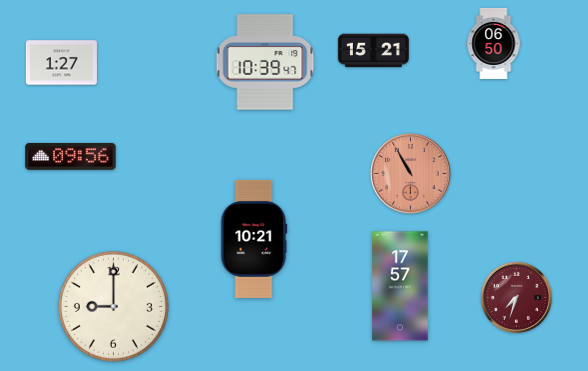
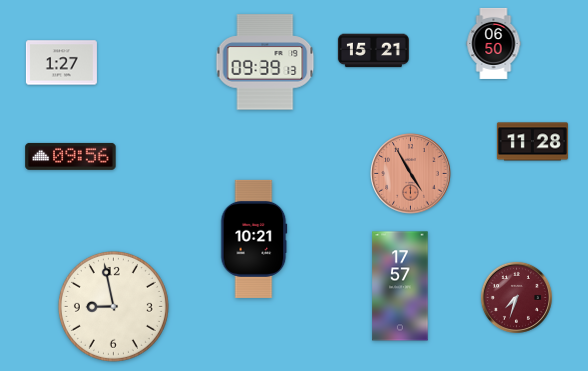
clock at (265, 62): 10:39 -> 09:39
clock at (532, 142): none -> 11:28
clock at (411, 174): 10:55 -> 4:55
clock at (113, 306): 9:00 -> 8:58
